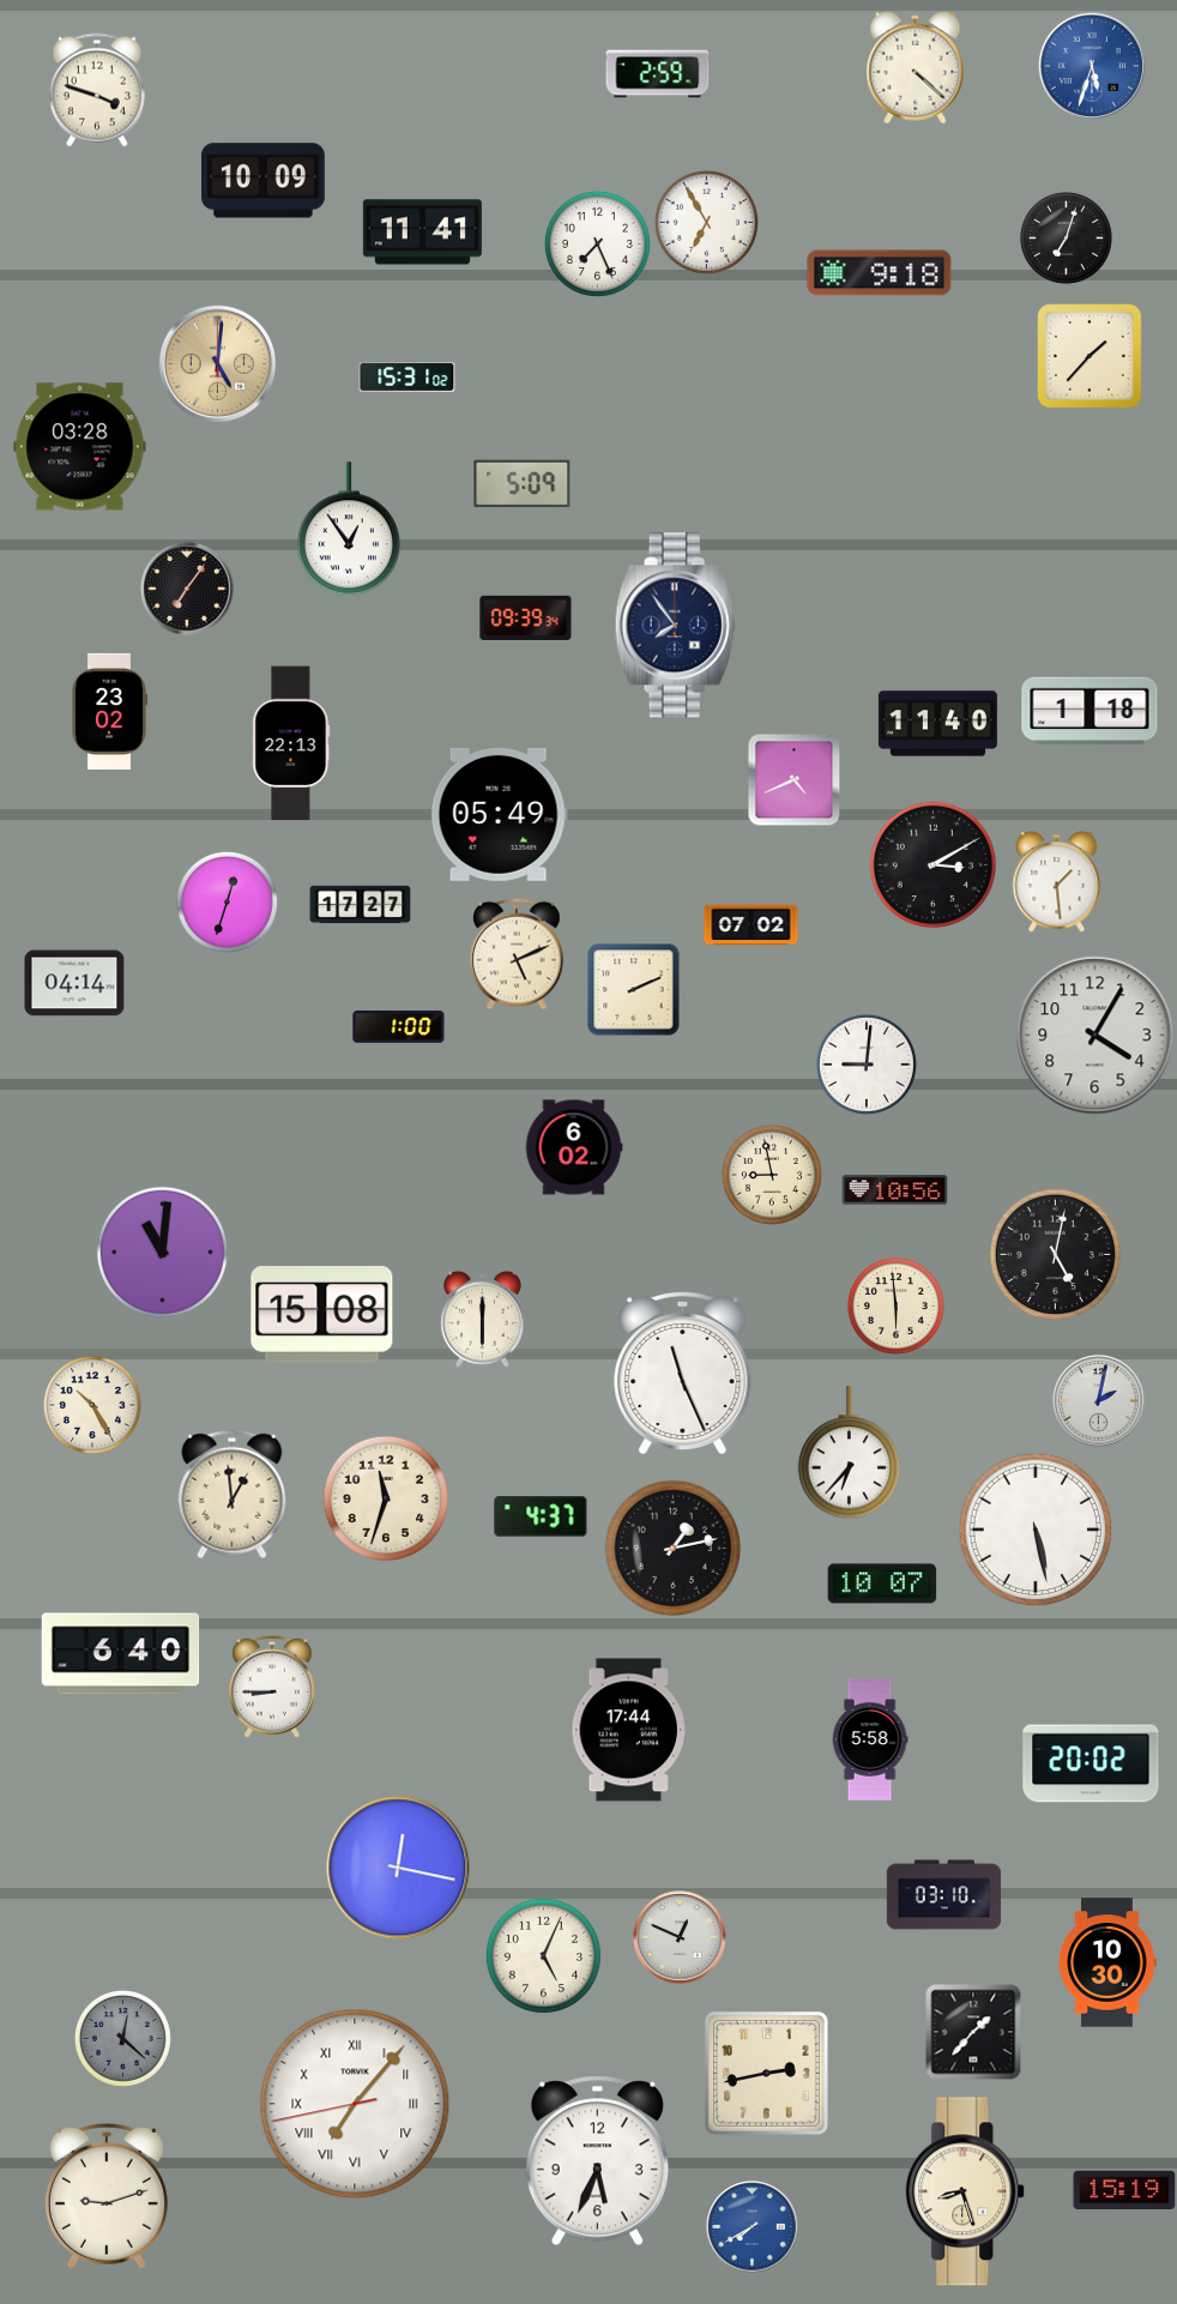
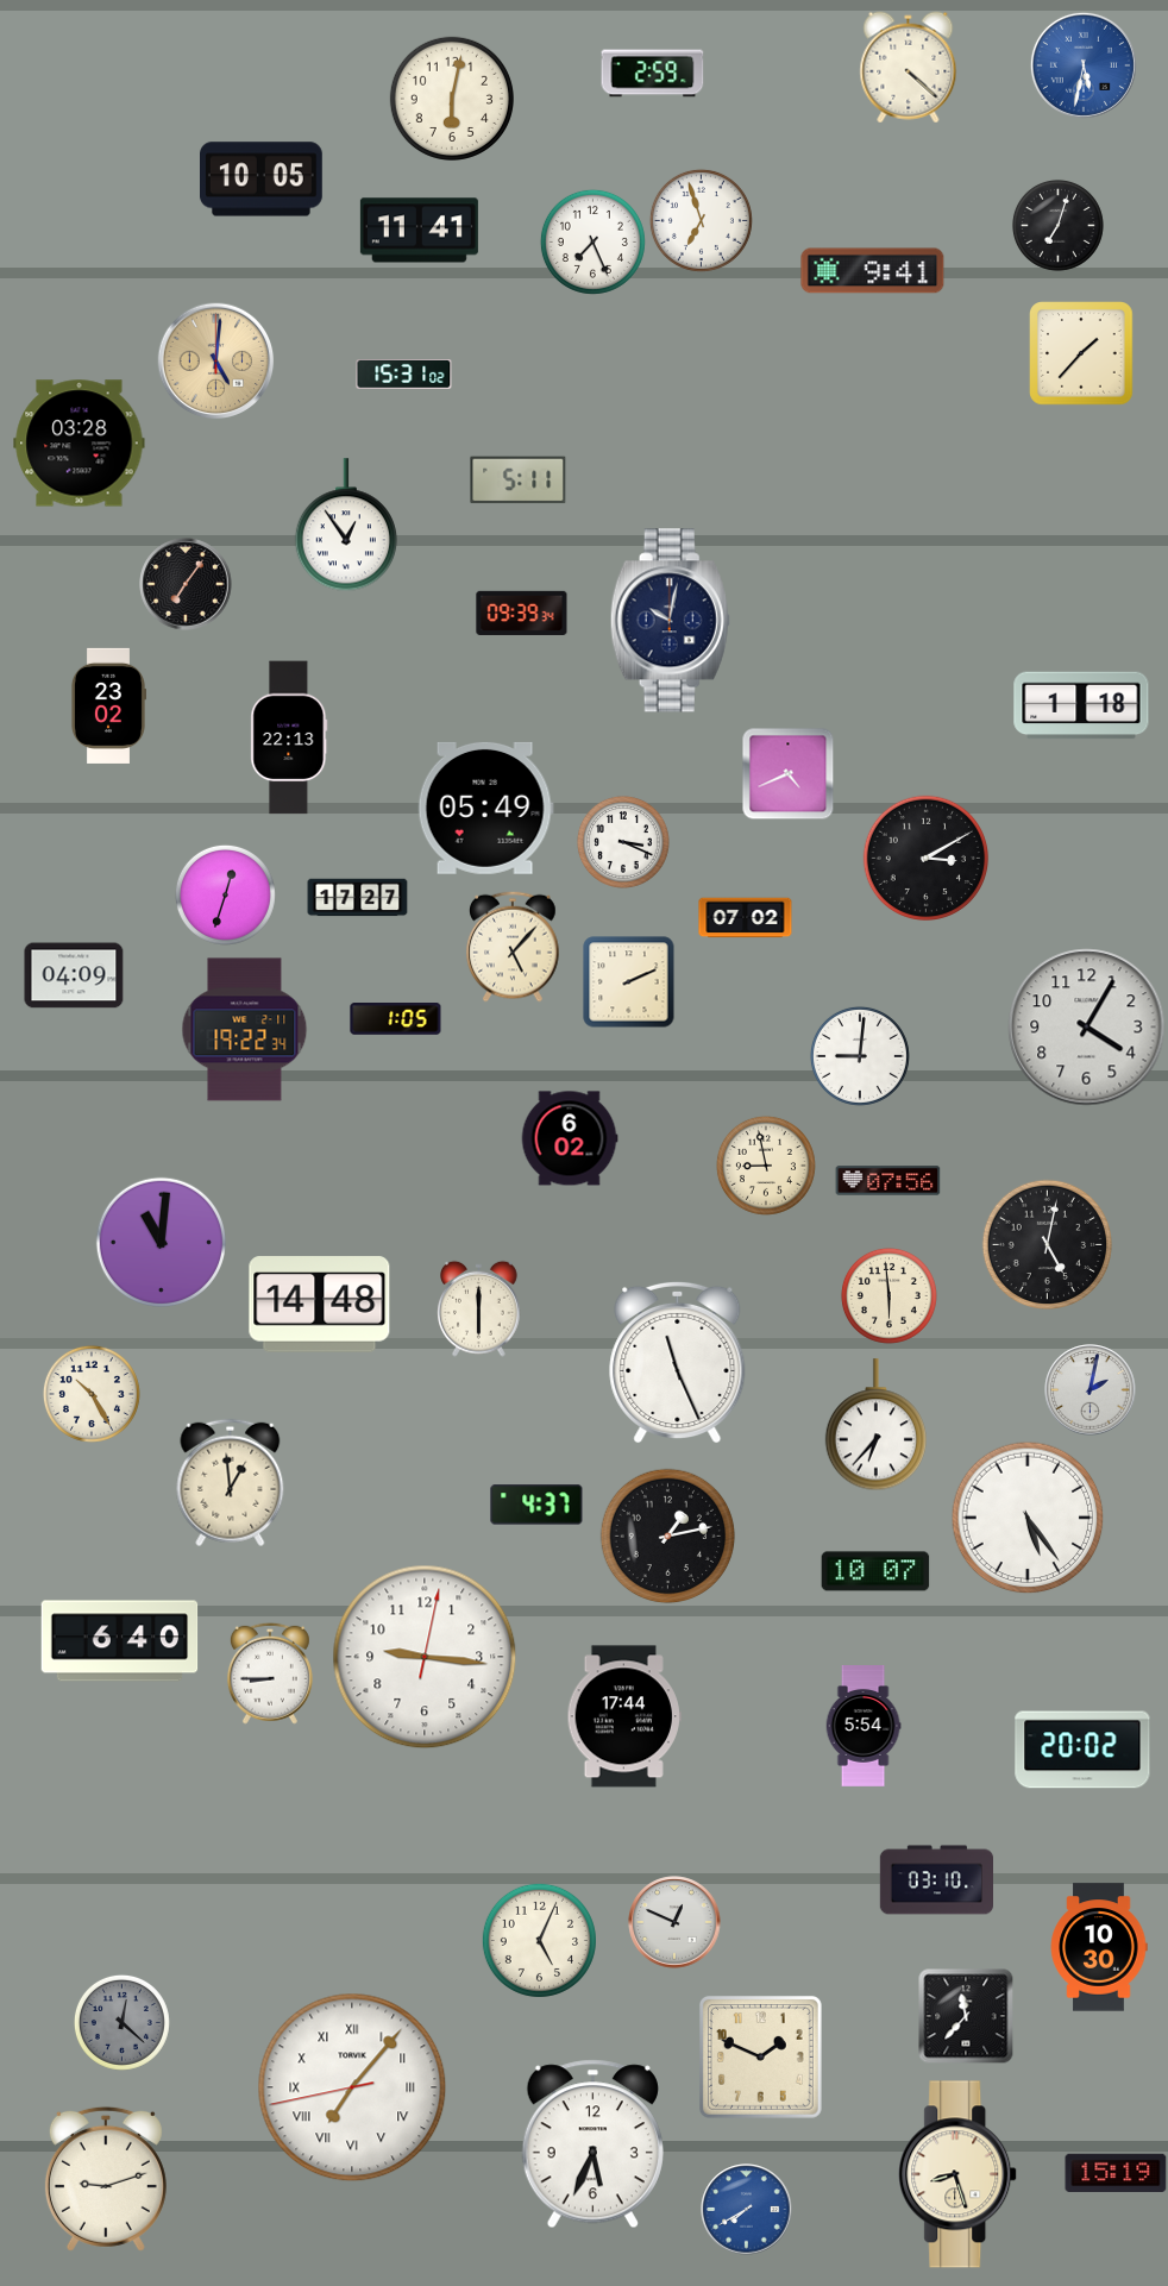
clock at (1092, 66): 5:33 -> 5:32
clock at (97, 90): 3:48 -> none
clock at (452, 98): none -> 6:02
clock at (264, 181): 10:09 -> 10:05
clock at (706, 222): 6:55 -> 6:57
clock at (1066, 237) position: (1066, 237) -> (1057, 225)
clock at (880, 273): 9:18 -> 9:41
clock at (523, 484): 5:09 -> 5:11
clock at (675, 626): 7:54 -> 10:02
clock at (937, 724): 11:40 -> none
clock at (499, 814) position: (499, 814) -> (485, 808)
clock at (623, 842): none -> 3:19
clock at (1057, 882): 1:29 -> none
clock at (517, 954): 5:11 -> 5:07
clock at (74, 983): 04:14 -> 04:09
clock at (399, 1027): 1:00 -> 1:05
clock at (245, 1030): none -> 19:22
clock at (895, 1190): 10:56 -> 07:56
clock at (322, 1315): 15:08 -> 14:48
clock at (849, 1453) position: (849, 1453) -> (875, 1425)
clock at (386, 1497): 11:33 -> none
clock at (1036, 1530): 5:28 -> 5:24
clock at (425, 1657): none -> 9:16
clock at (870, 1741): 5:58 -> 5:54
clock at (398, 1868): 12:17 -> none
clock at (973, 2032): 1:37 -> 11:37
clock at (766, 2073): 2:43 -> 1:49
